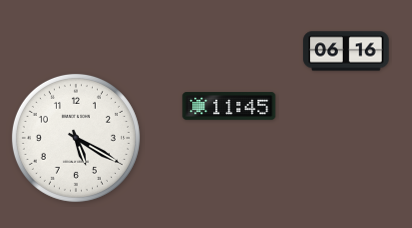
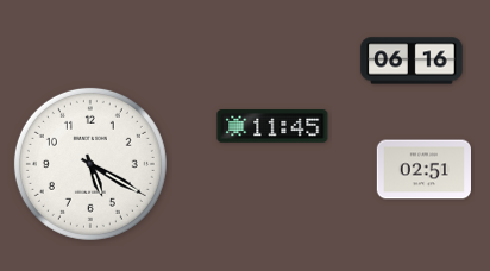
clock at (423, 170): none -> 02:51
